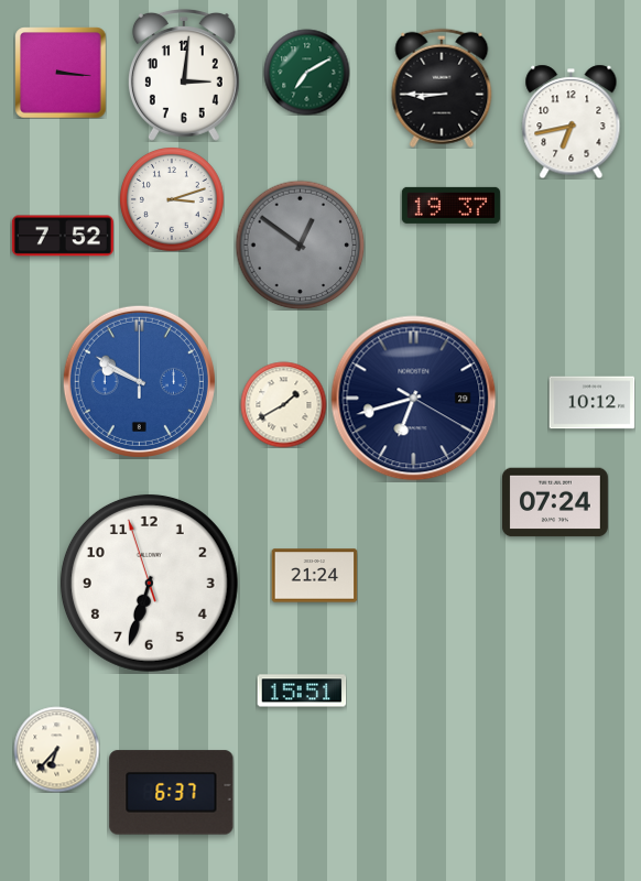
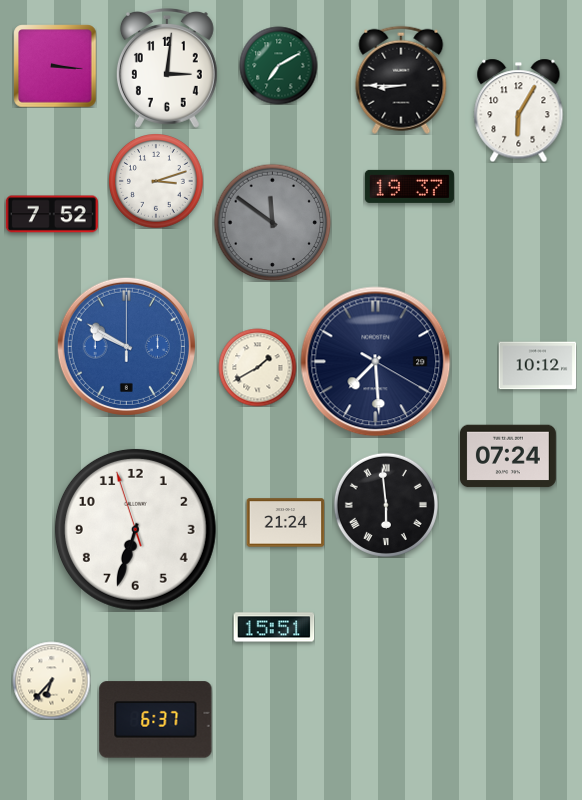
clock at (572, 121): 6:43 -> 6:05
clock at (63, 236) position: (63, 236) -> (52, 214)
clock at (300, 244): 12:51 -> 11:51
clock at (414, 399): 6:42 -> 7:29
clock at (555, 502) position: (555, 502) -> (508, 456)
clock at (386, 505): none -> 5:59
